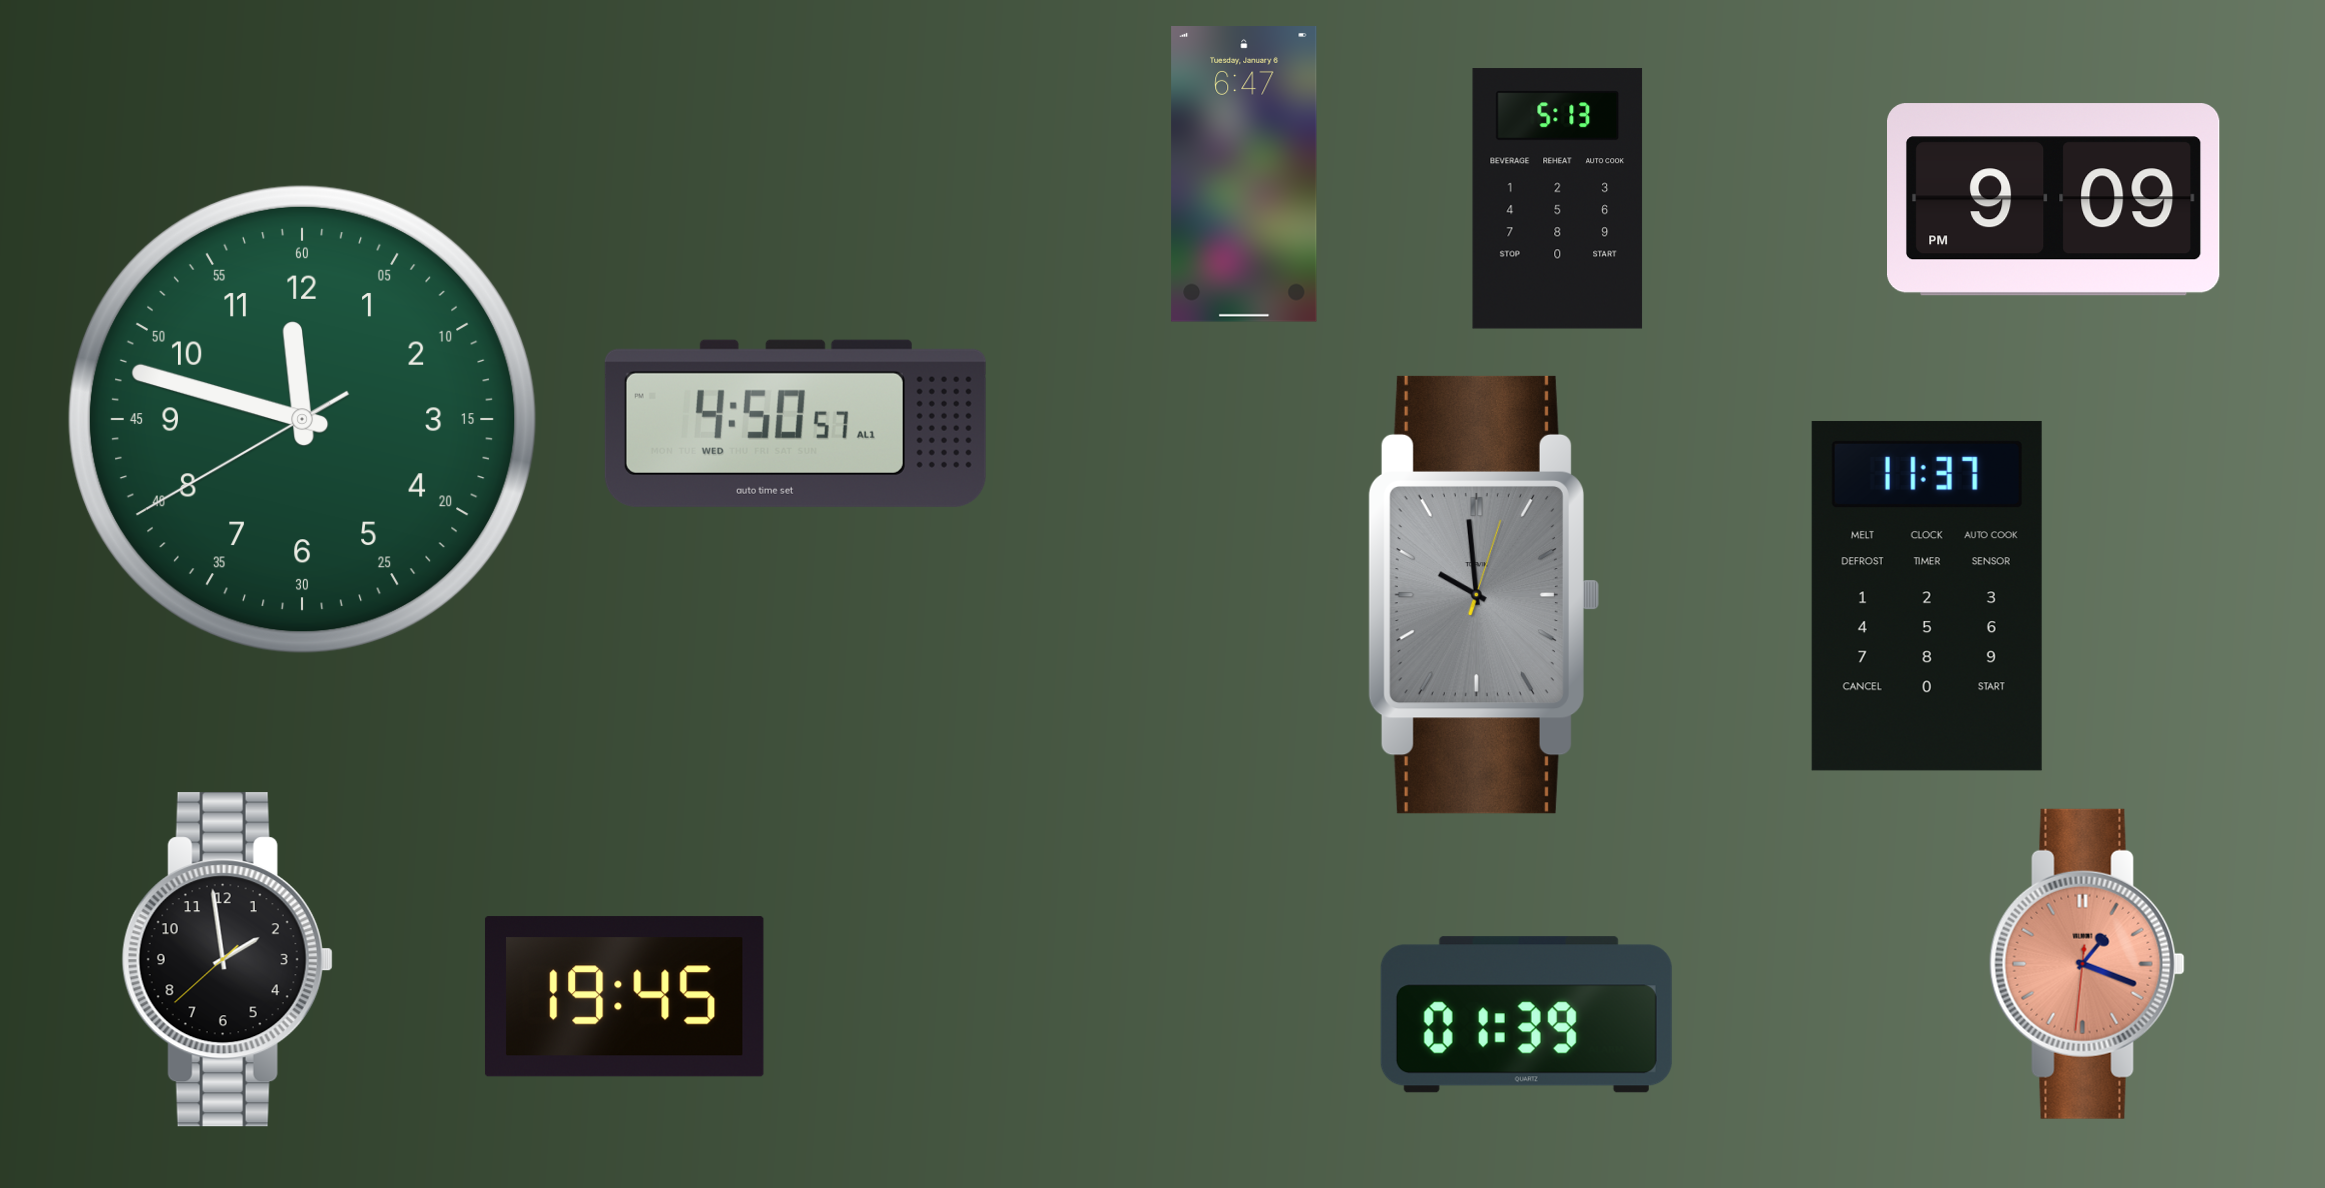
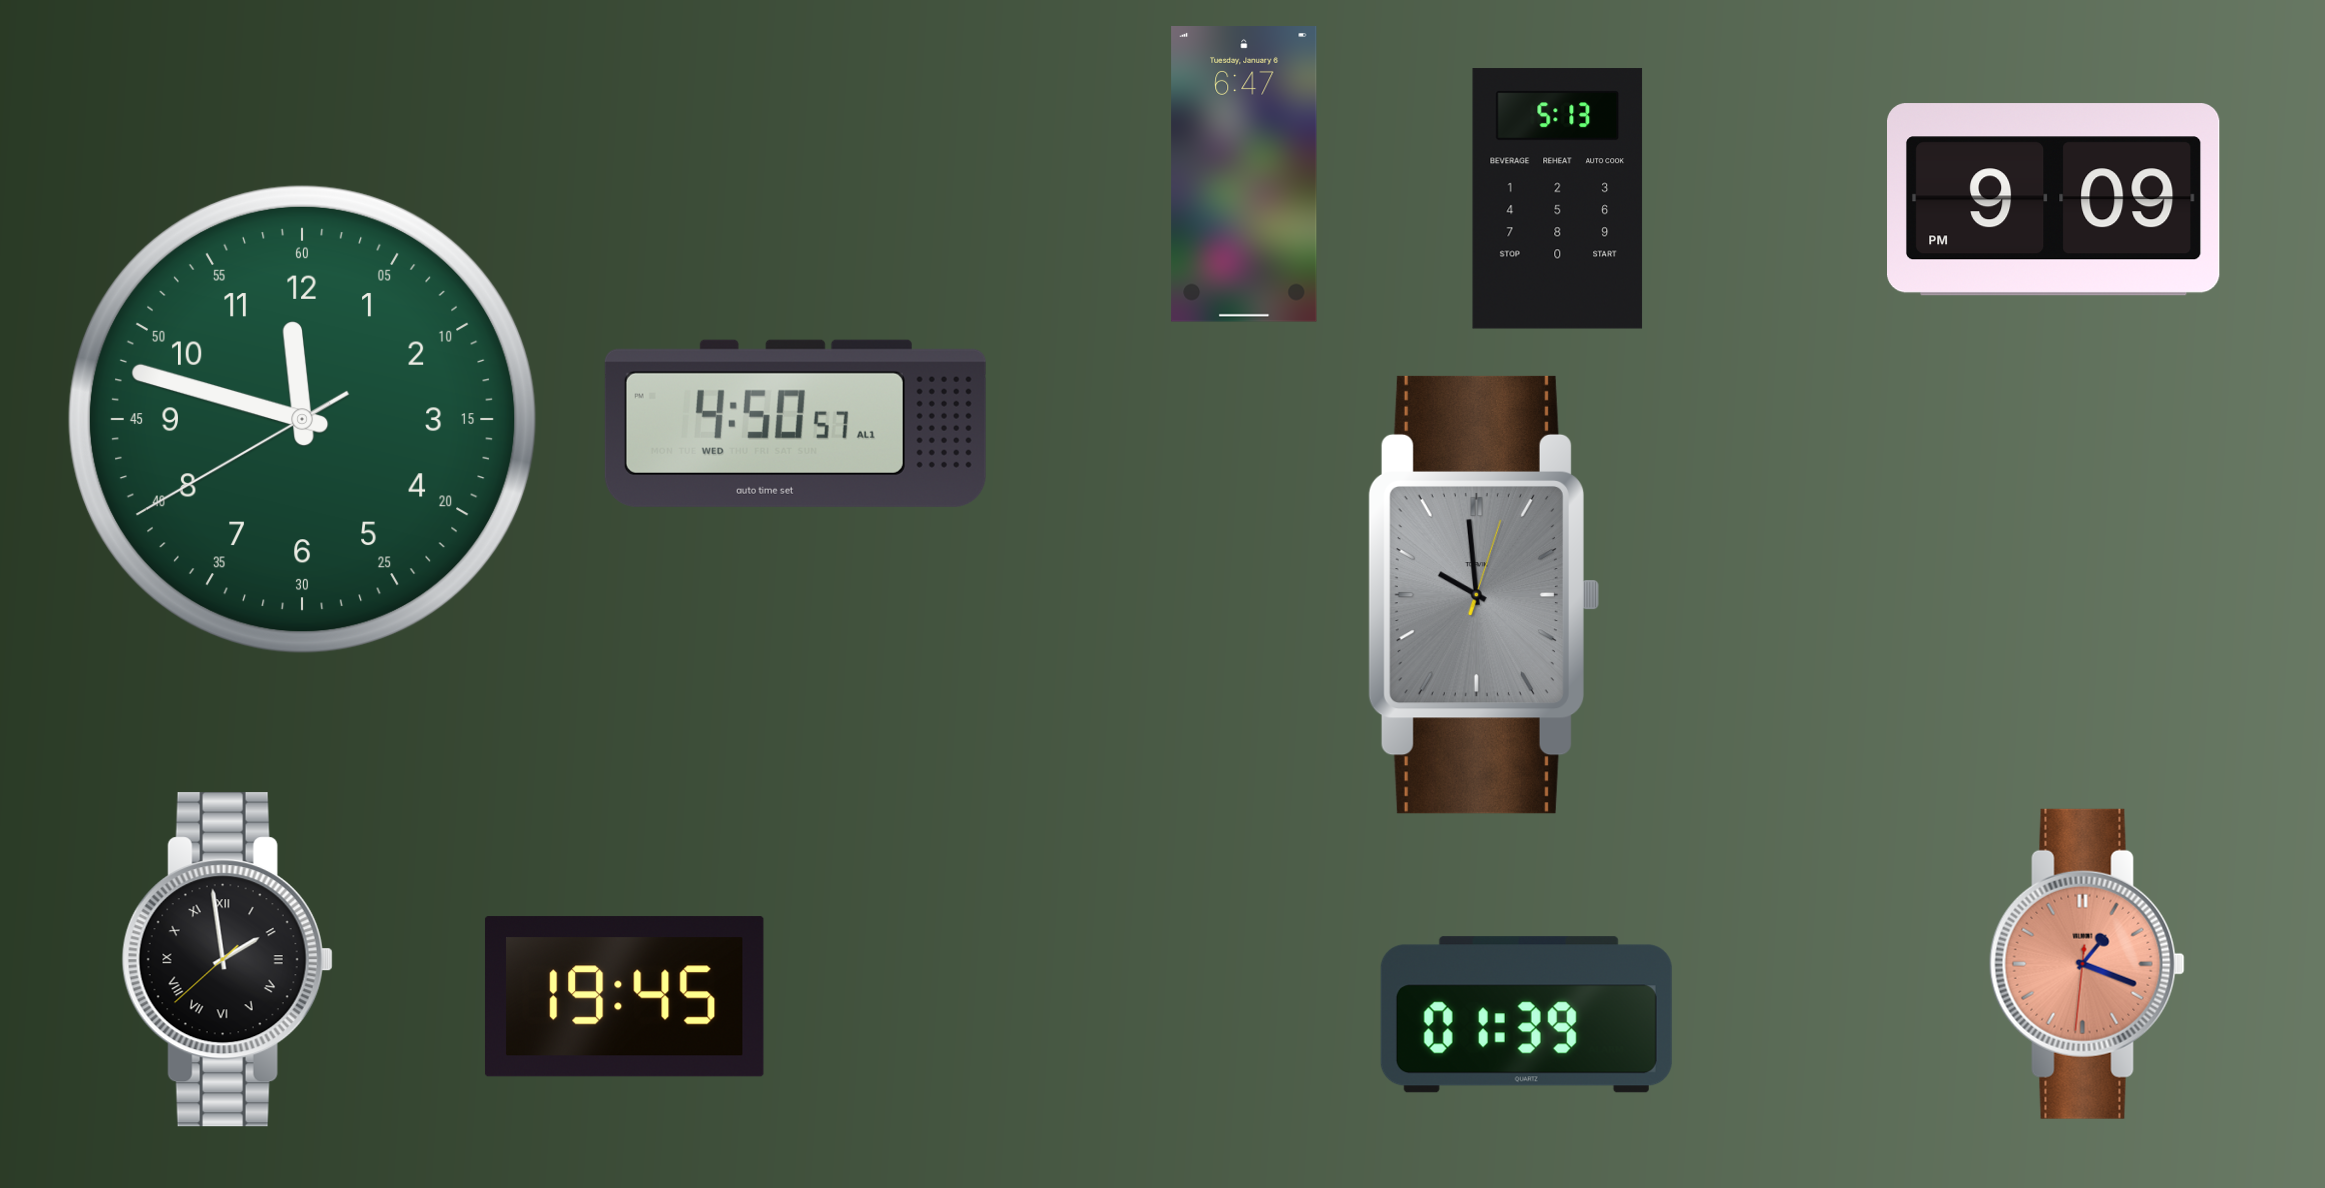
clock at (1927, 596): 11:37 -> none
clock at (227, 960) numerals: Arabic -> Roman
